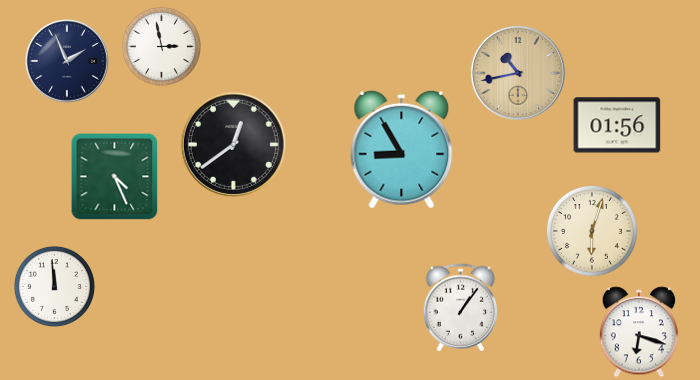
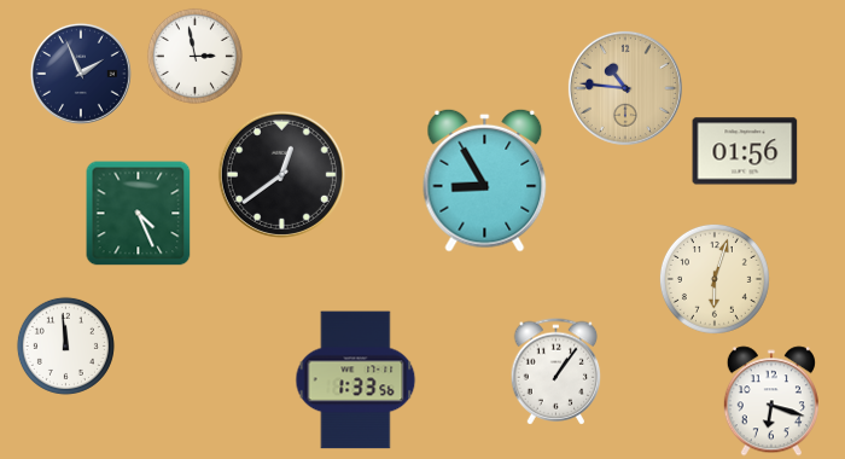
clock at (518, 73): 10:43 -> 10:46
clock at (356, 380): none -> 1:33
